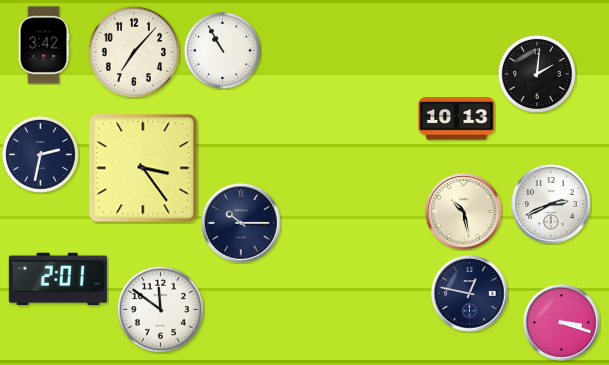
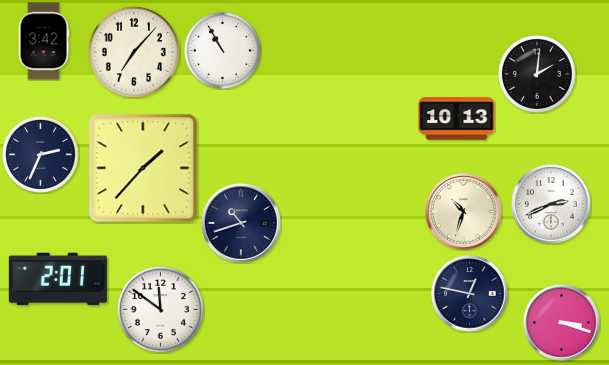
clock at (44, 45) position: (44, 45) -> (44, 41)
clock at (40, 154): 2:32 -> 2:34
clock at (143, 168): 3:24 -> 1:37
clock at (464, 212): 10:28 -> 10:33
clock at (241, 223): 10:15 -> 10:42
